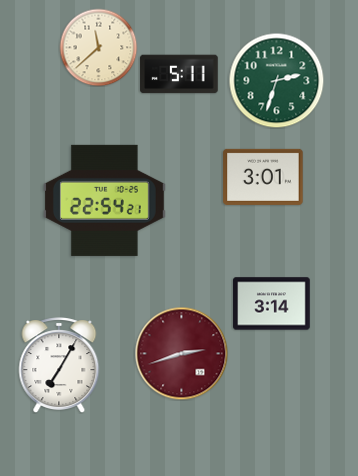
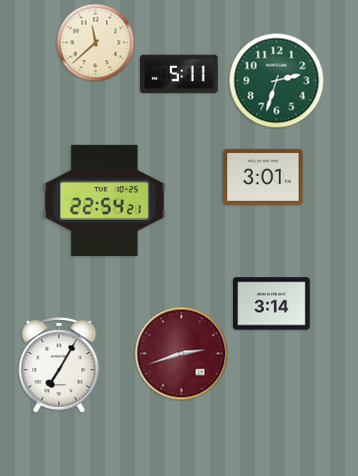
clock at (98, 47) position: (98, 47) -> (95, 42)
